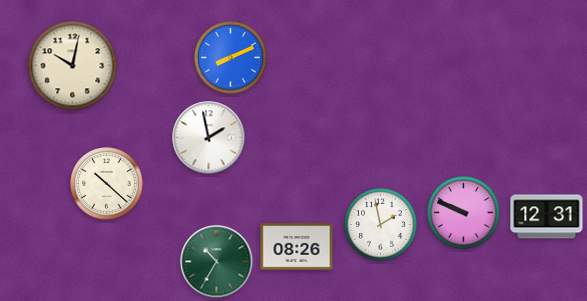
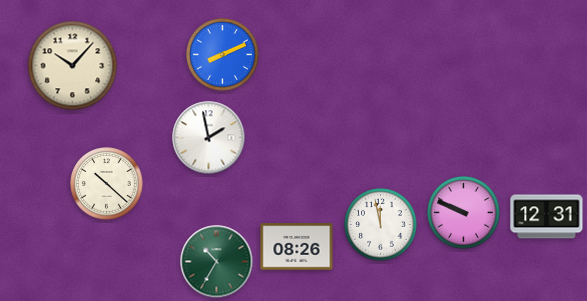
clock at (231, 58) position: (231, 58) -> (223, 55)
clock at (73, 66): 10:02 -> 10:07
clock at (381, 225): 1:58 -> 11:58
